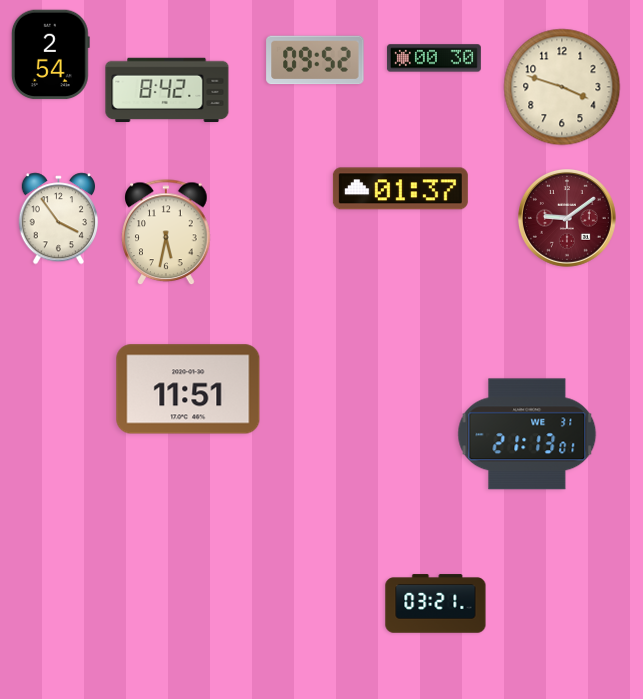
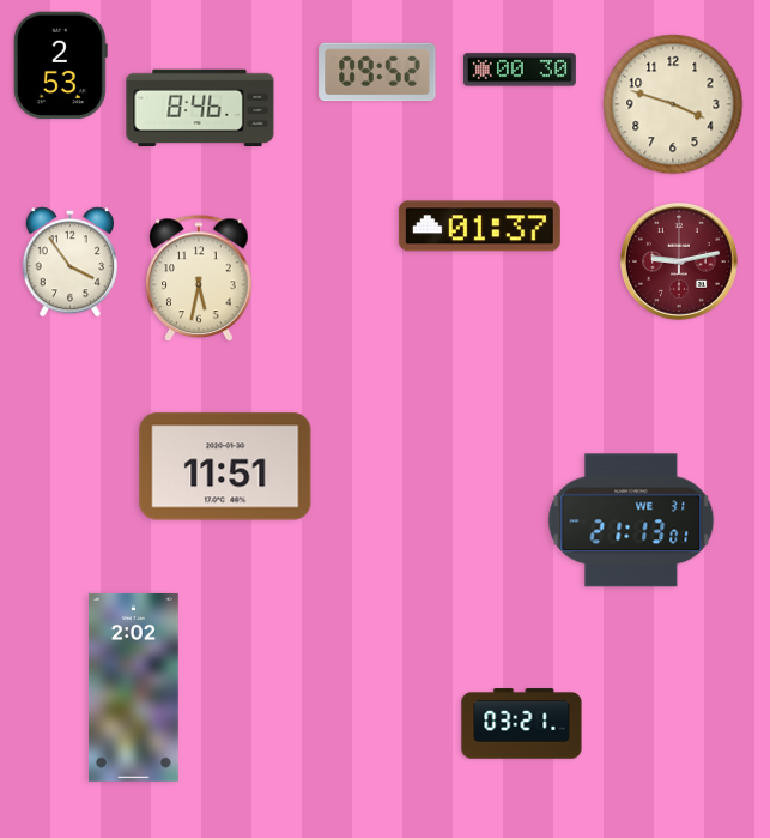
clock at (50, 55): 2:54 -> 2:53
clock at (167, 90): 8:42 -> 8:46
clock at (568, 219): 9:09 -> 9:13
clock at (134, 687): none -> 2:02
